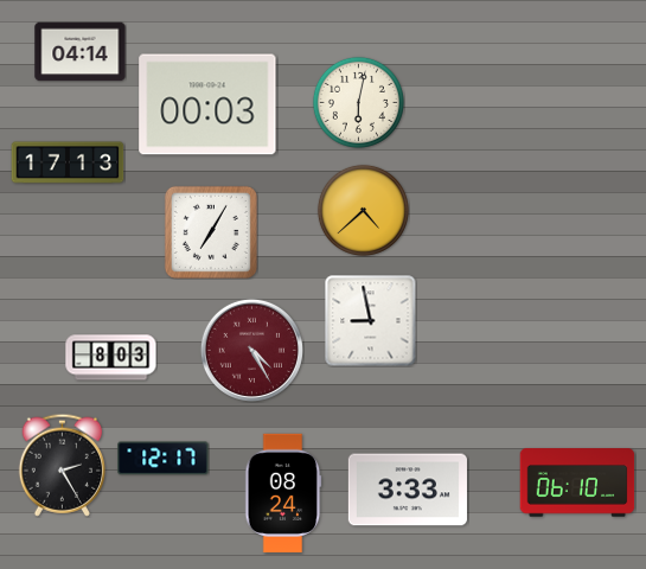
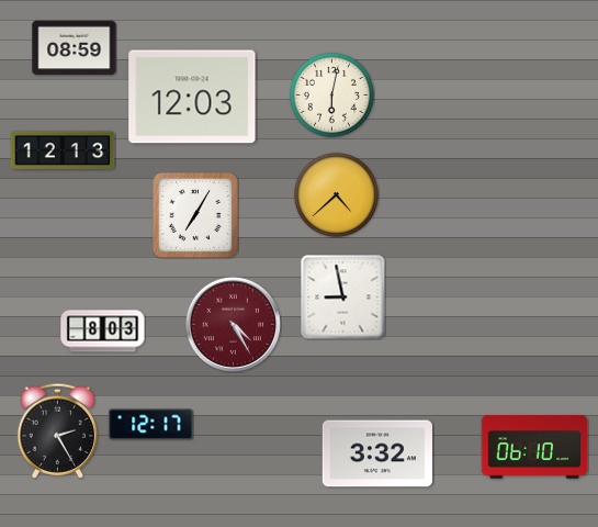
clock at (81, 52): 04:14 -> 08:59
clock at (207, 104): 00:03 -> 12:03
clock at (68, 162): 17:13 -> 12:13
clock at (408, 490): 3:33 -> 3:32
clock at (283, 493): 08:24 -> none
